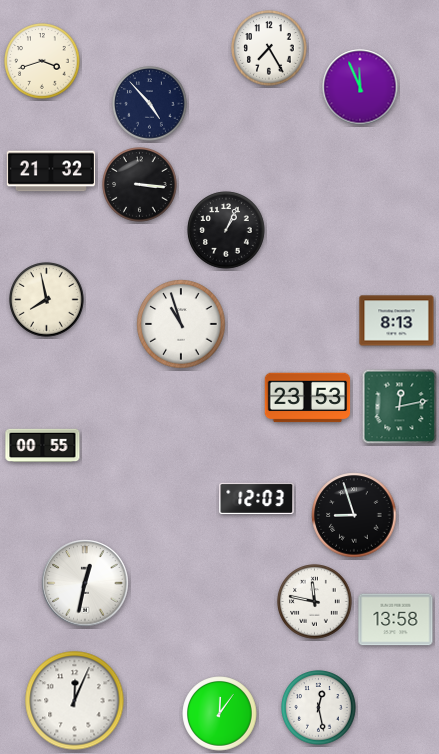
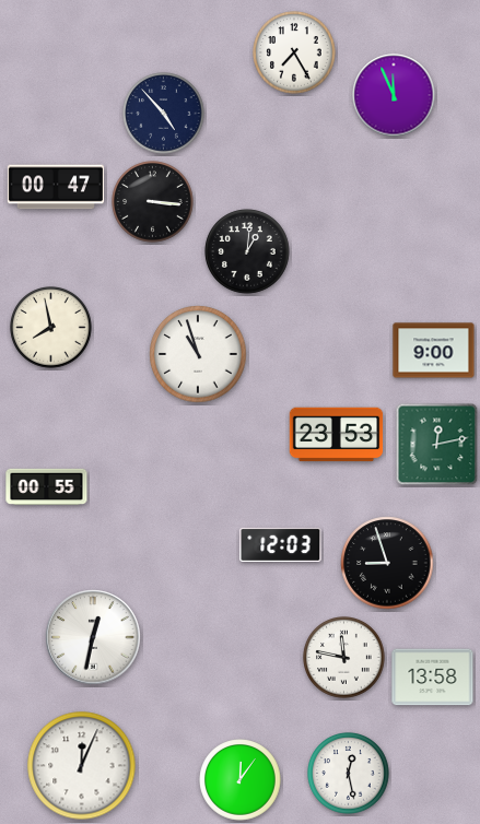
clock at (42, 61): 3:42 -> none
clock at (51, 171): 21:32 -> 00:47
clock at (226, 230): 1:04 -> 1:01
clock at (397, 321): 8:13 -> 9:00
